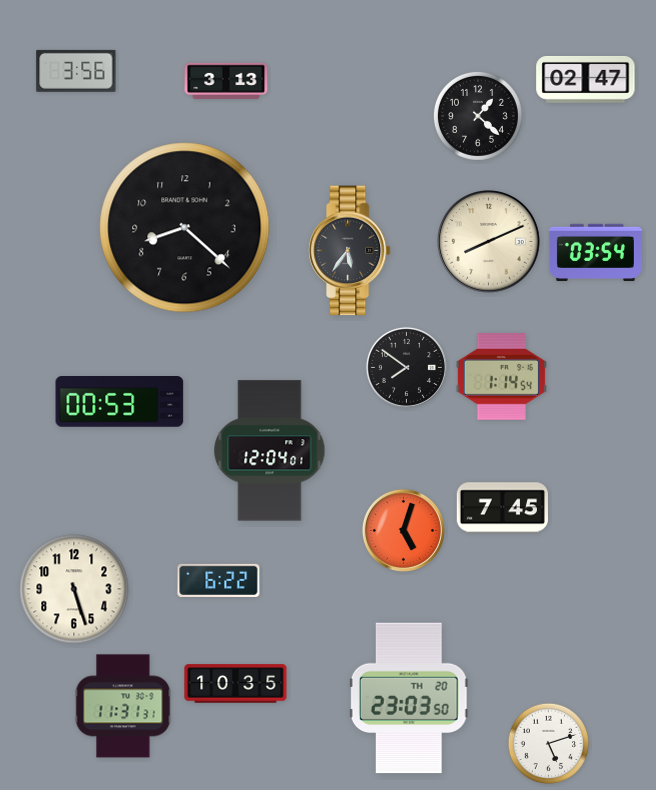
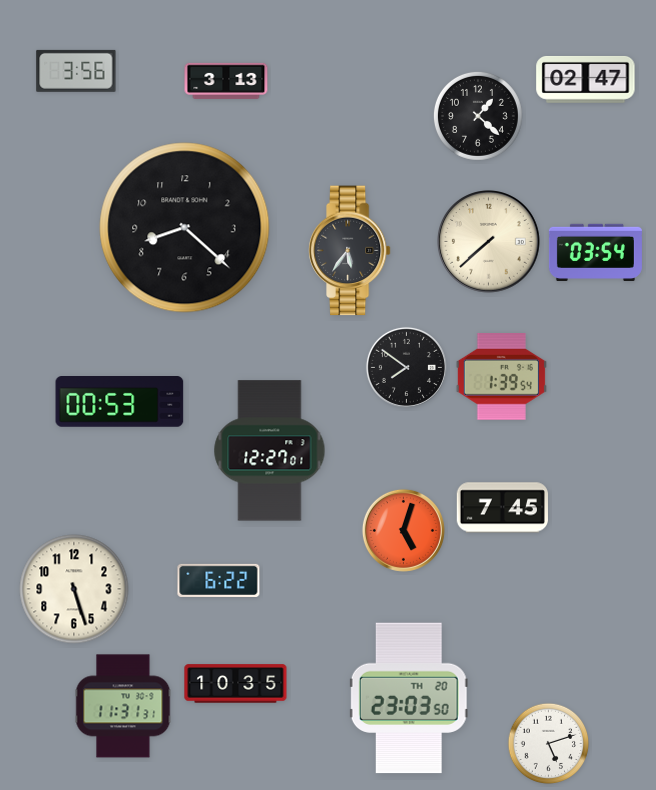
clock at (489, 242): 8:11 -> 7:38
clock at (501, 377): 1:14 -> 1:39
clock at (270, 451): 12:04 -> 12:27
